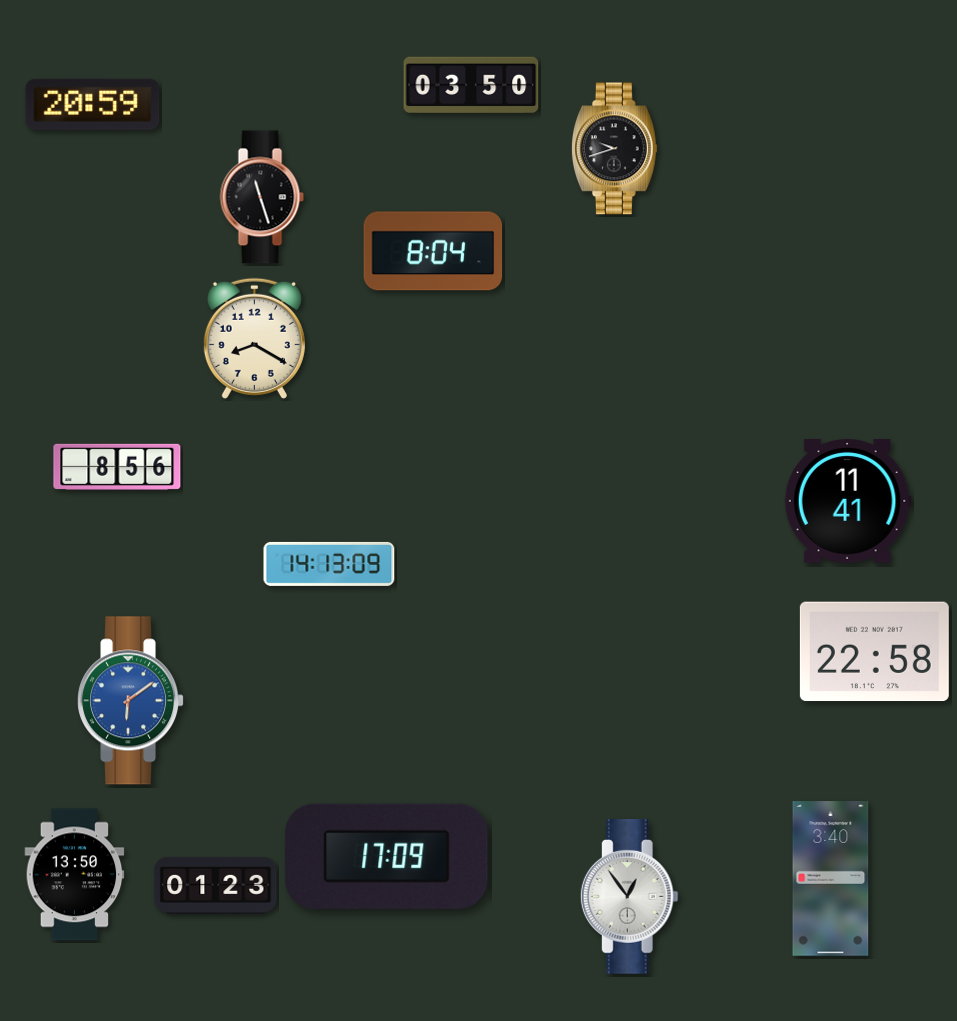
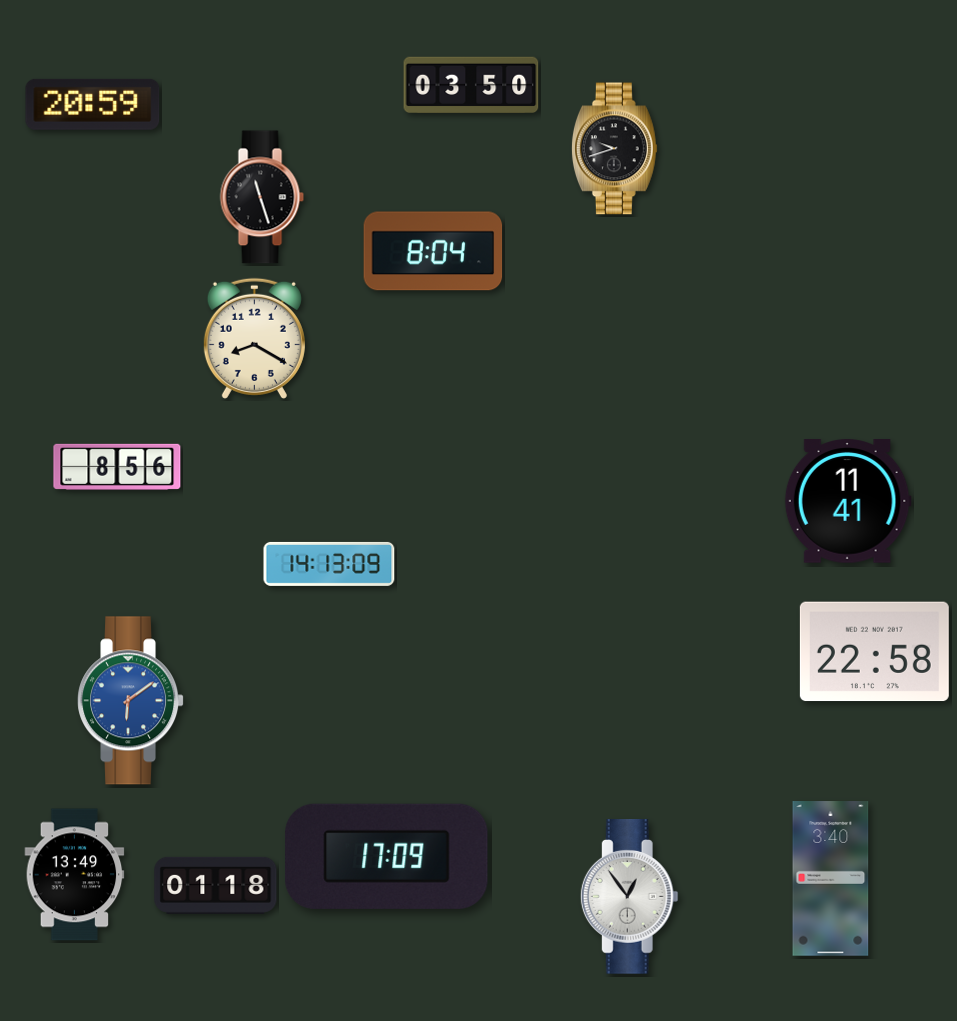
clock at (75, 875): 13:50 -> 13:49
clock at (216, 885): 01:23 -> 01:18
